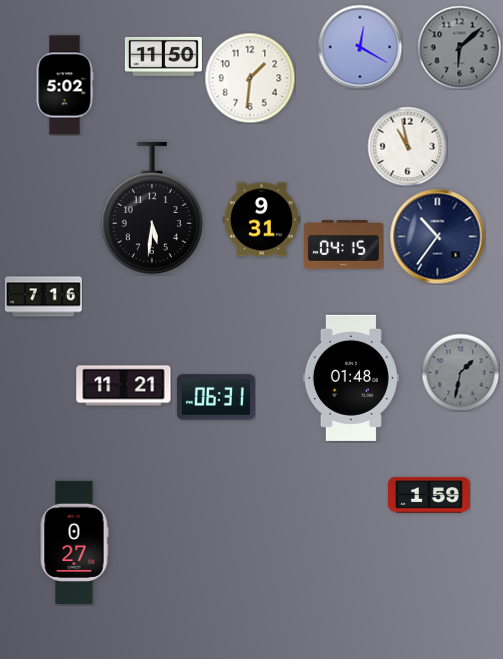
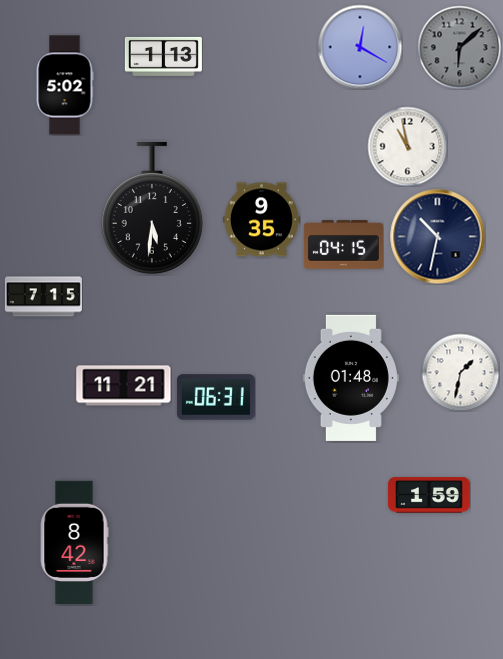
clock at (163, 56): 11:50 -> 1:13
clock at (250, 78): 1:31 -> none
clock at (261, 220): 9:31 -> 9:35
clock at (437, 236): 10:36 -> 10:32
clock at (43, 297): 7:16 -> 7:15
clock at (460, 372) dial: grey -> white
clock at (74, 542): 0:27 -> 8:42
